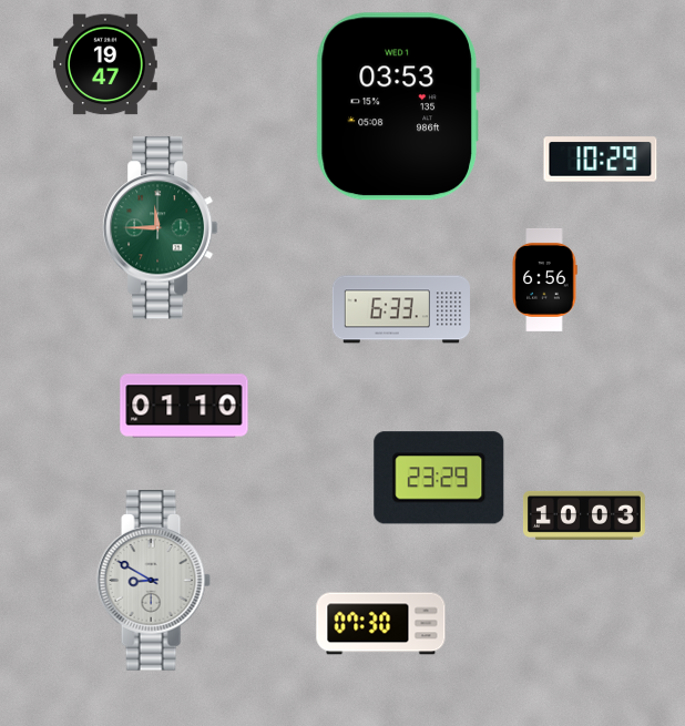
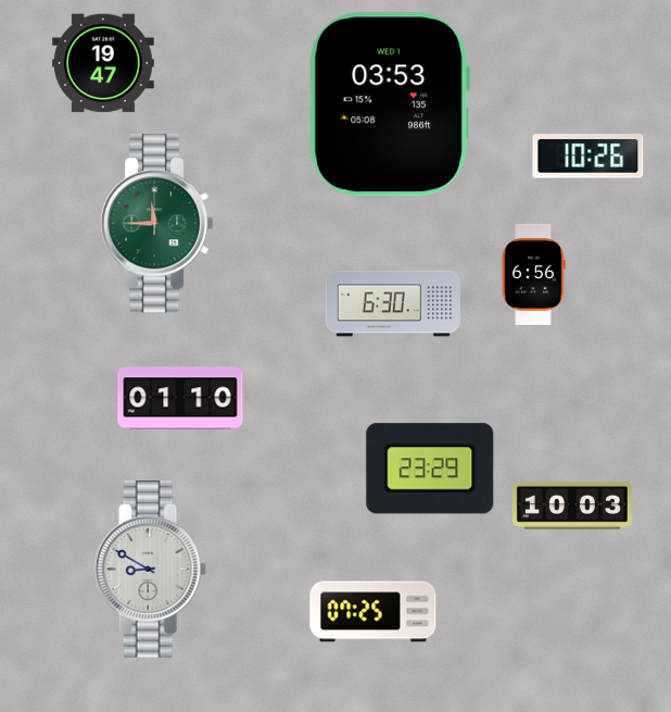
clock at (601, 160): 10:29 -> 10:26
clock at (401, 309): 6:33 -> 6:30
clock at (381, 624): 07:30 -> 07:25
